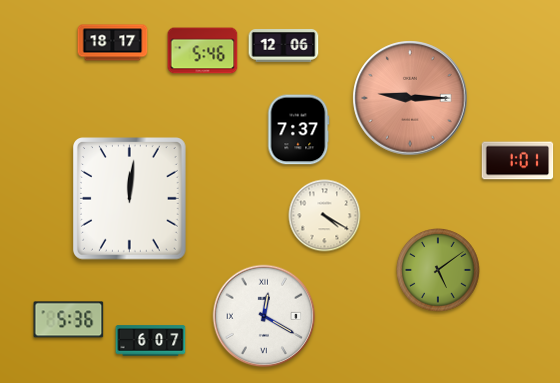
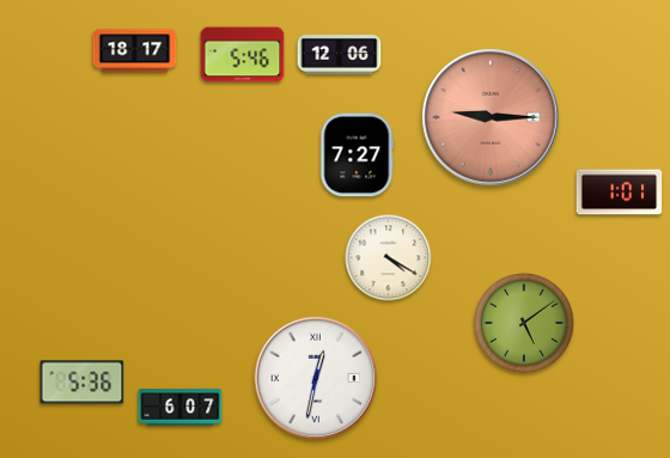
clock at (203, 51) position: (203, 51) -> (243, 55)
clock at (299, 130): 7:37 -> 7:27
clock at (130, 199): 12:01 -> none
clock at (264, 316): 12:20 -> 12:32
